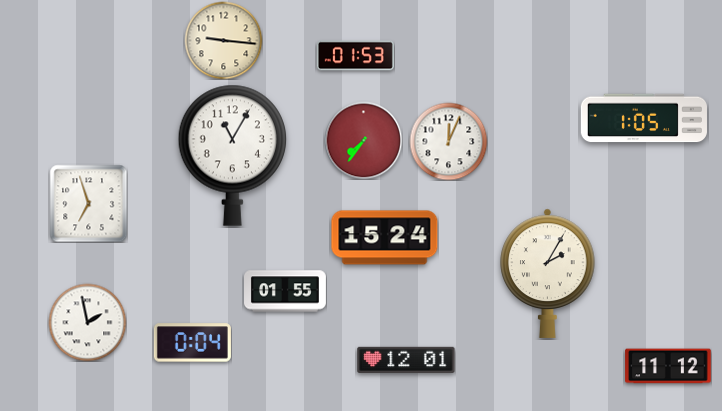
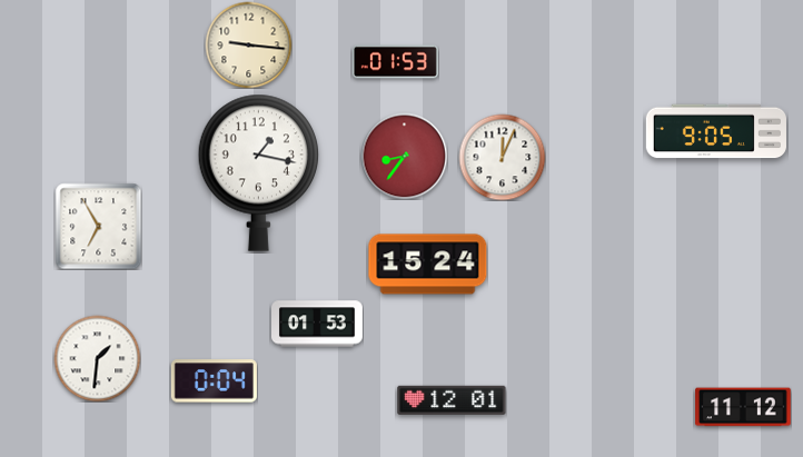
clock at (643, 118): 1:05 -> 9:05
clock at (363, 140): 7:36 -> 8:36
clock at (448, 141) position: (448, 141) -> (502, 157)
clock at (232, 155): 11:05 -> 1:17
clock at (88, 203): 6:57 -> 6:55
clock at (548, 273): 2:05 -> none
clock at (286, 291): 01:55 -> 01:53
clock at (87, 322): 1:58 -> 1:31
